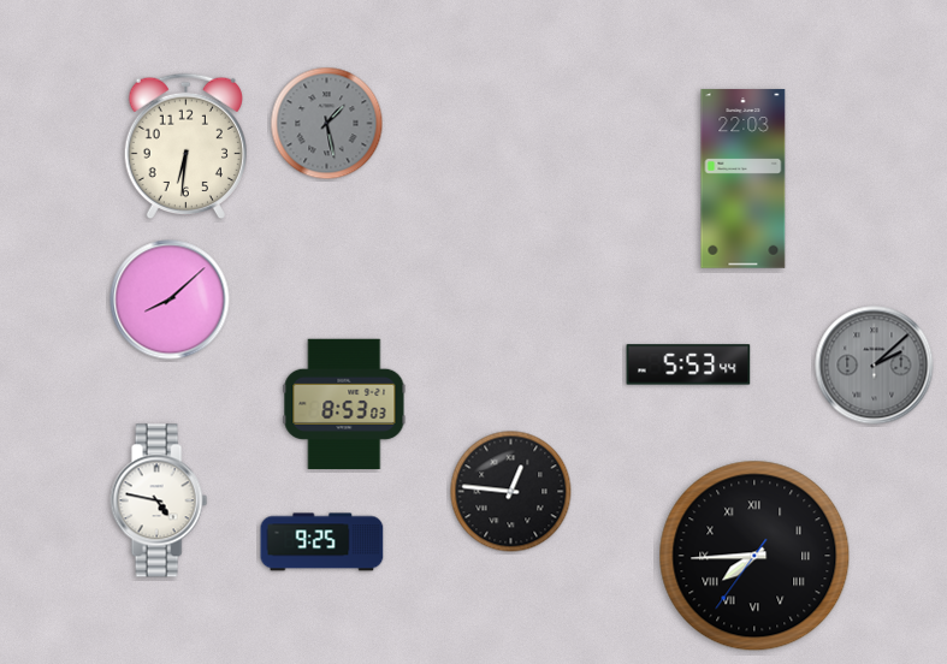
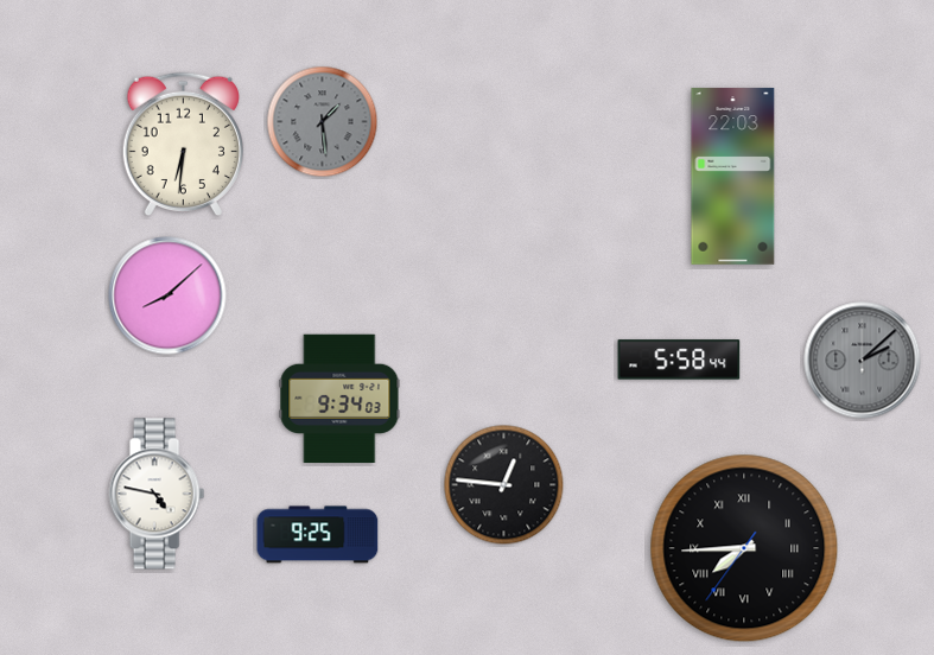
clock at (327, 124): 1:28 -> 1:29
clock at (688, 364): 5:53 -> 5:58
clock at (344, 403): 8:53 -> 9:34
